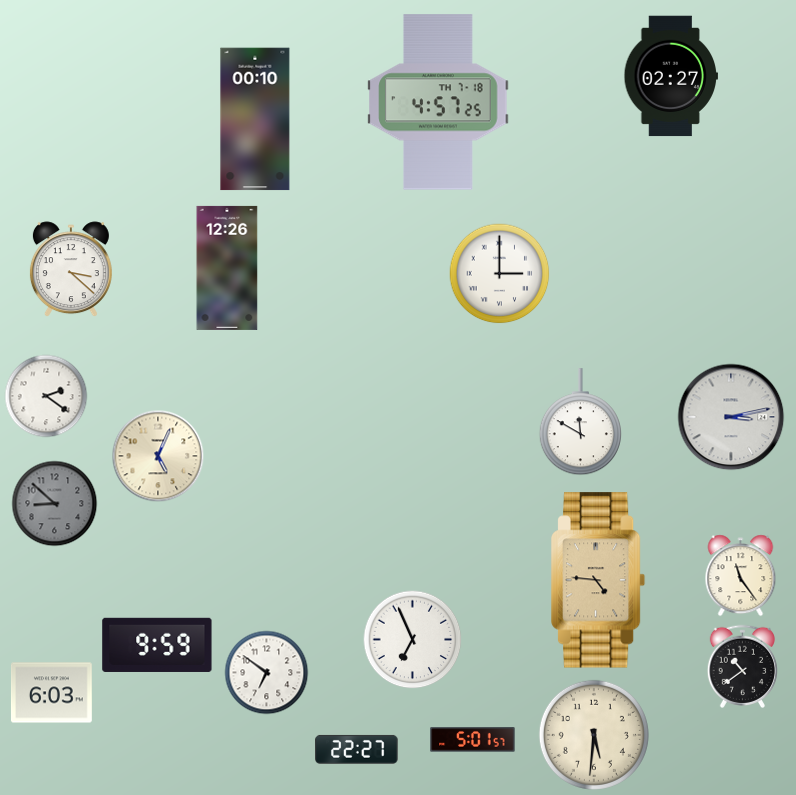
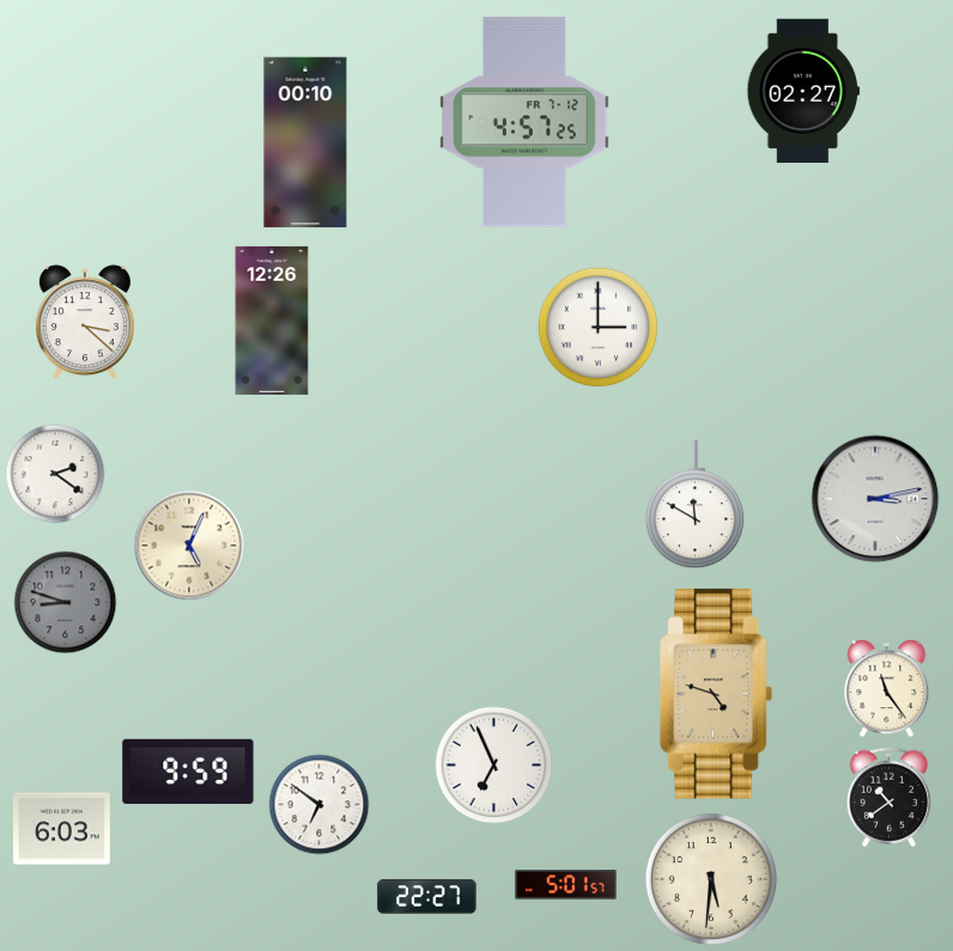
clock at (438, 102) date: TH 7-18 -> FR 7-12
clock at (55, 504): 8:52 -> 8:48
clock at (599, 580): 4:46 -> 4:48
